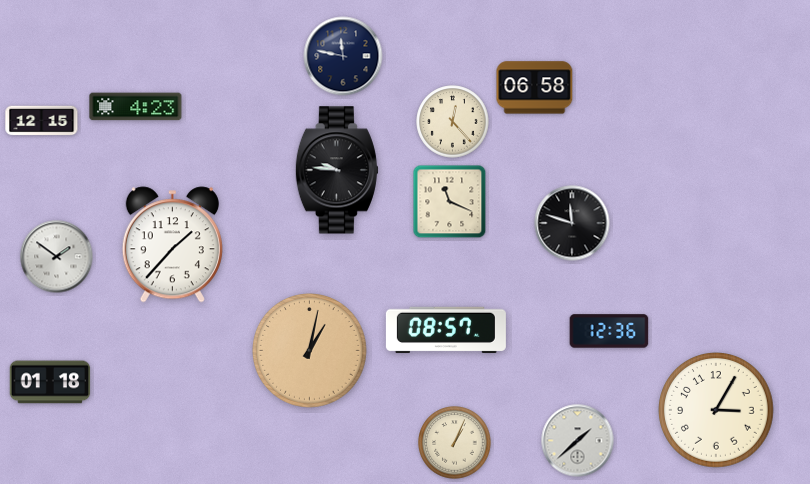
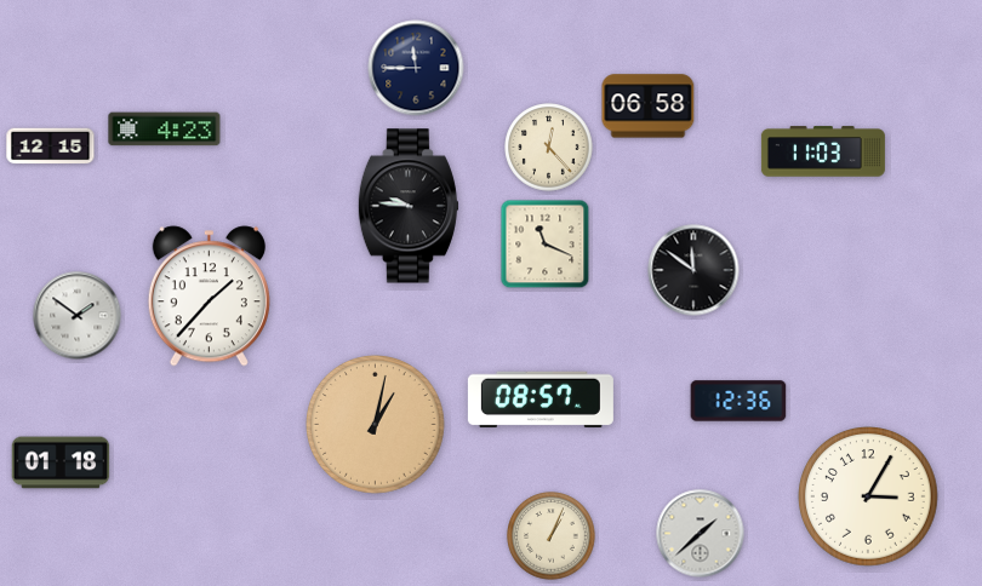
clock at (343, 56): 11:47 -> 11:45
clock at (823, 151): none -> 11:03
clock at (572, 223): 11:48 -> 11:51
clock at (57, 257) position: (57, 257) -> (78, 316)
